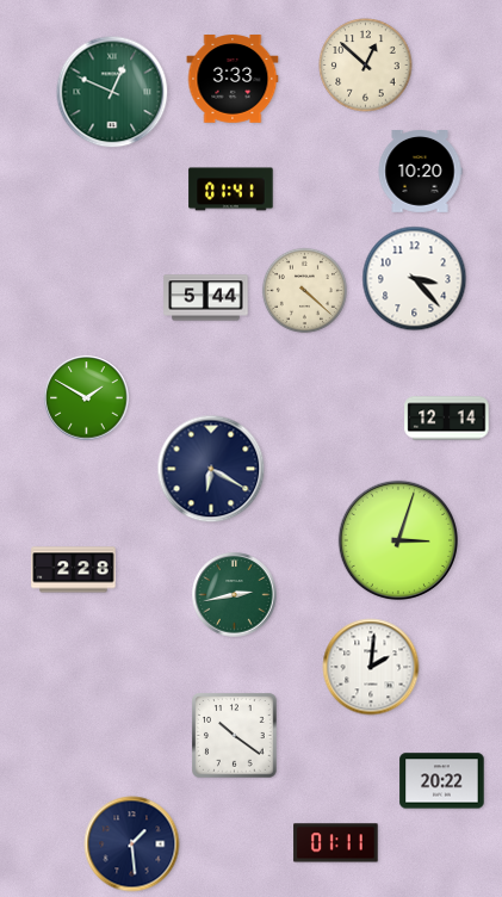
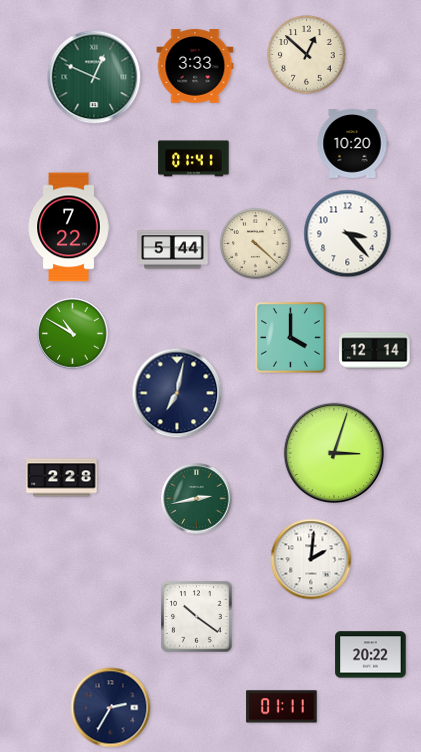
clock at (69, 227): none -> 7:22
clock at (87, 398): 1:50 -> 10:50
clock at (291, 338): none -> 4:00
clock at (211, 469): 6:20 -> 7:02
clock at (132, 845): 1:29 -> 2:35
